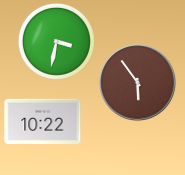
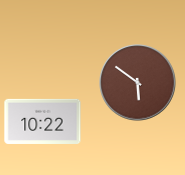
clock at (56, 41): 3:32 -> none
clock at (138, 83): 5:54 -> 5:51
